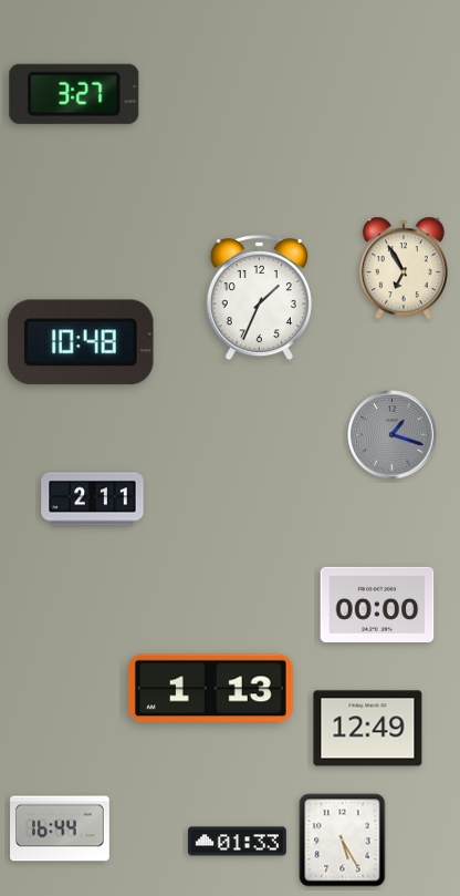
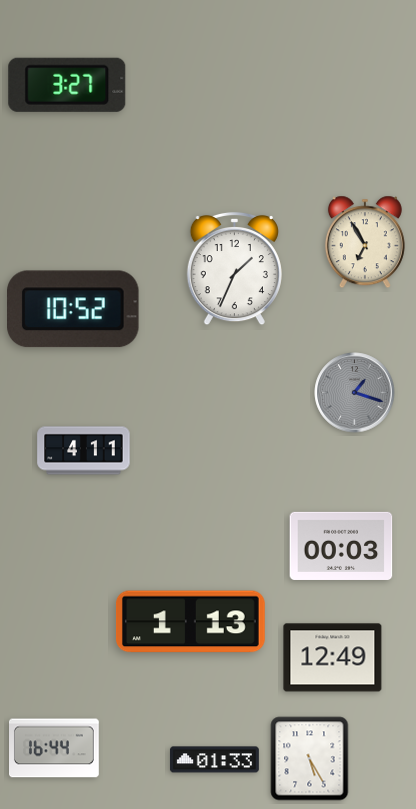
clock at (82, 342): 10:48 -> 10:52
clock at (93, 500): 2:11 -> 4:11
clock at (377, 605): 00:00 -> 00:03
